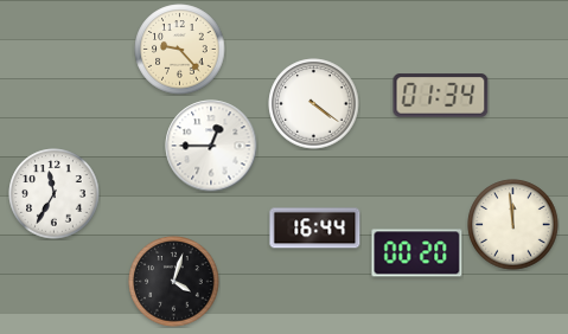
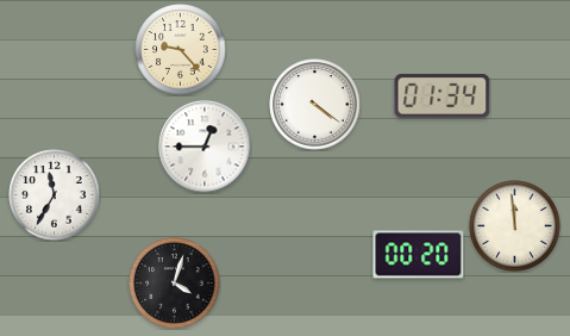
clock at (211, 146) position: (211, 146) -> (205, 147)
clock at (315, 229): 16:44 -> none
